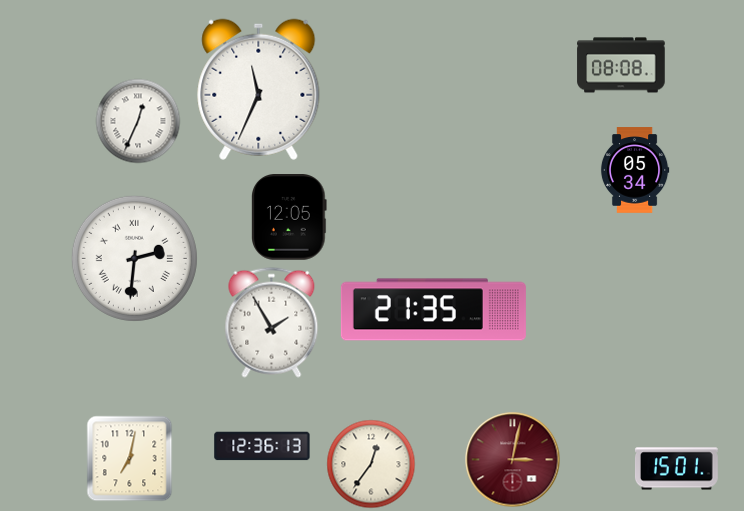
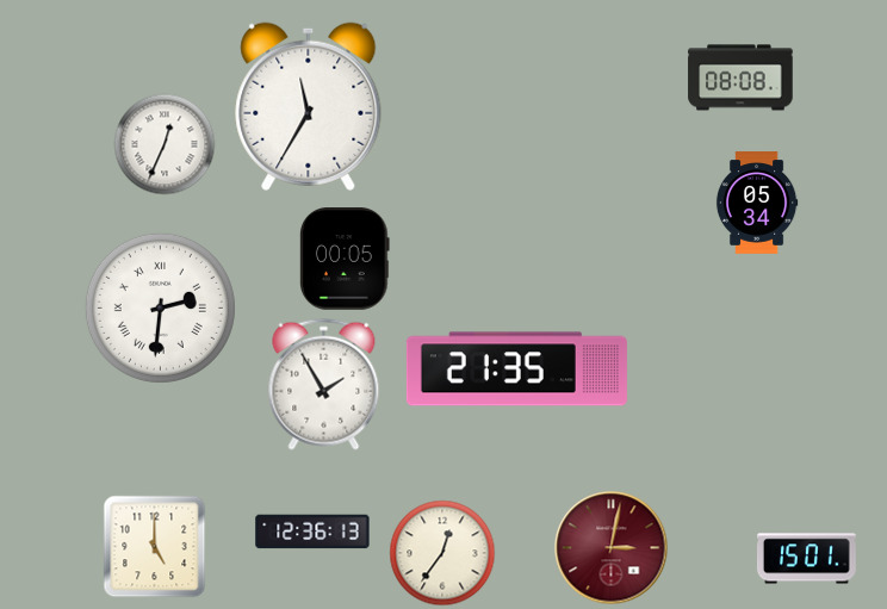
clock at (259, 89): 11:34 -> 11:35
clock at (289, 218): 12:05 -> 00:05
clock at (129, 458): 7:02 -> 5:00
